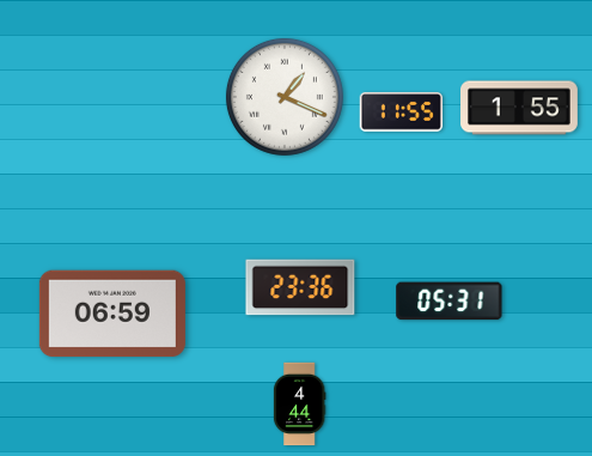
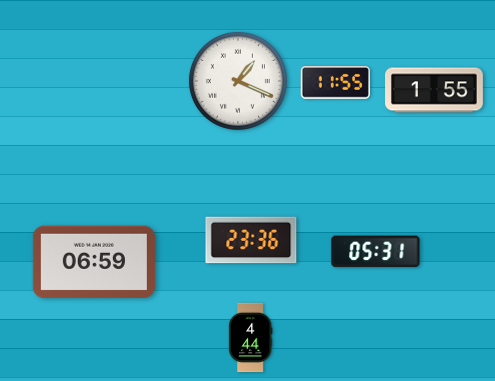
clock at (402, 113) position: (402, 113) -> (336, 83)
